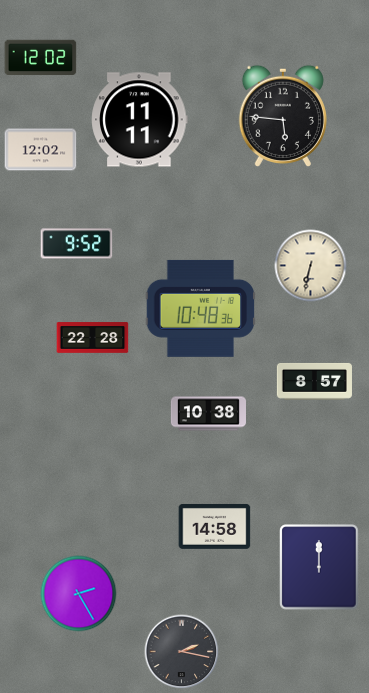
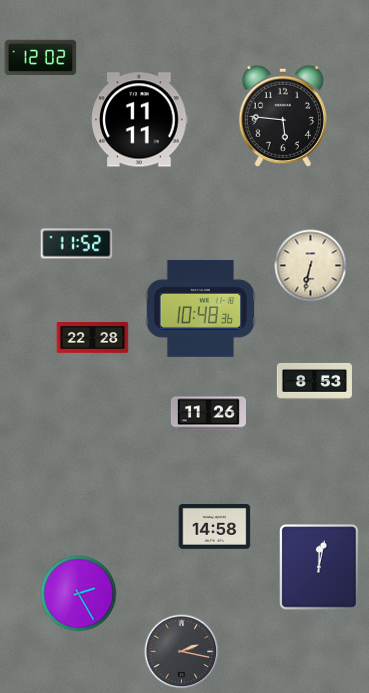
clock at (41, 150): 12:02 -> none
clock at (77, 244): 9:52 -> 11:52
clock at (314, 381): 8:57 -> 8:53
clock at (208, 414): 10:38 -> 11:26
clock at (319, 567): 12:00 -> 12:02
